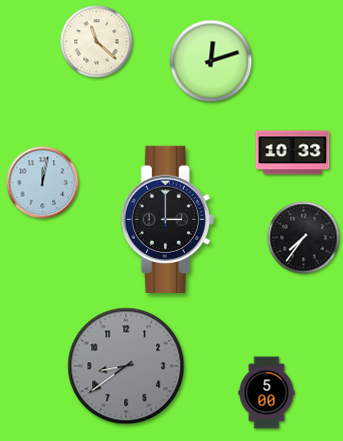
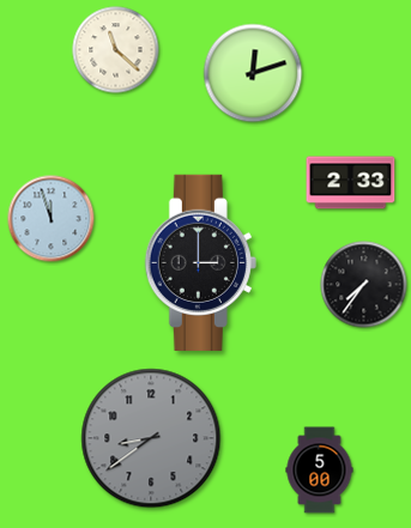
clock at (293, 153): 10:33 -> 2:33
clock at (43, 183): 12:02 -> 11:57
